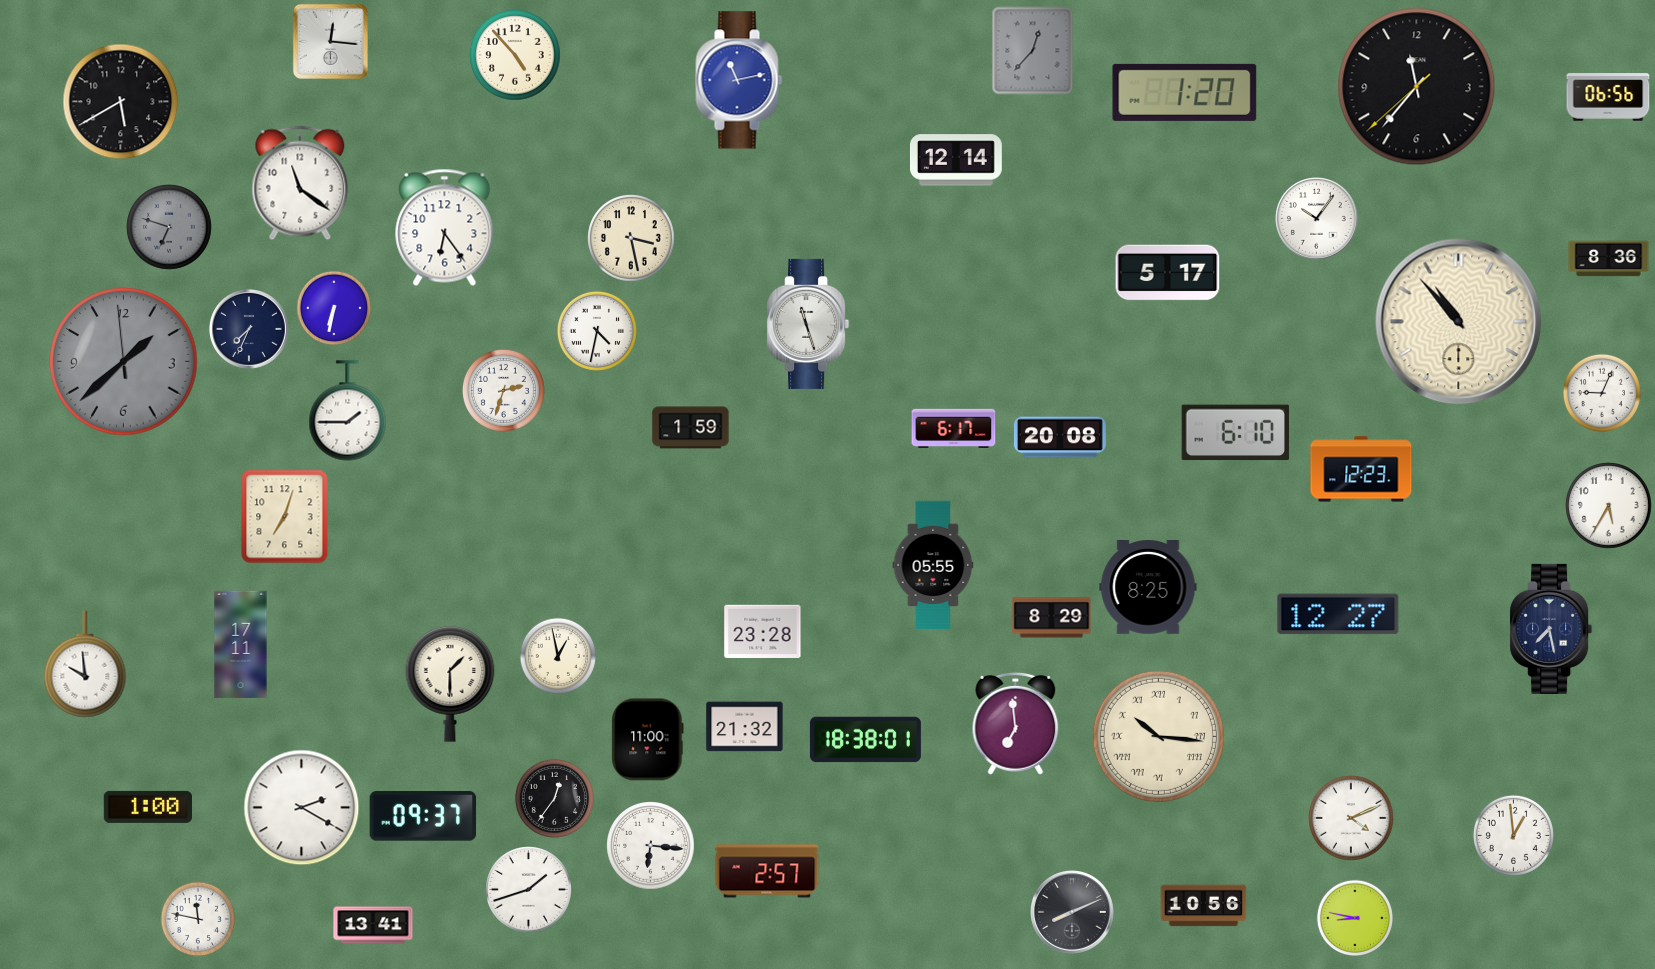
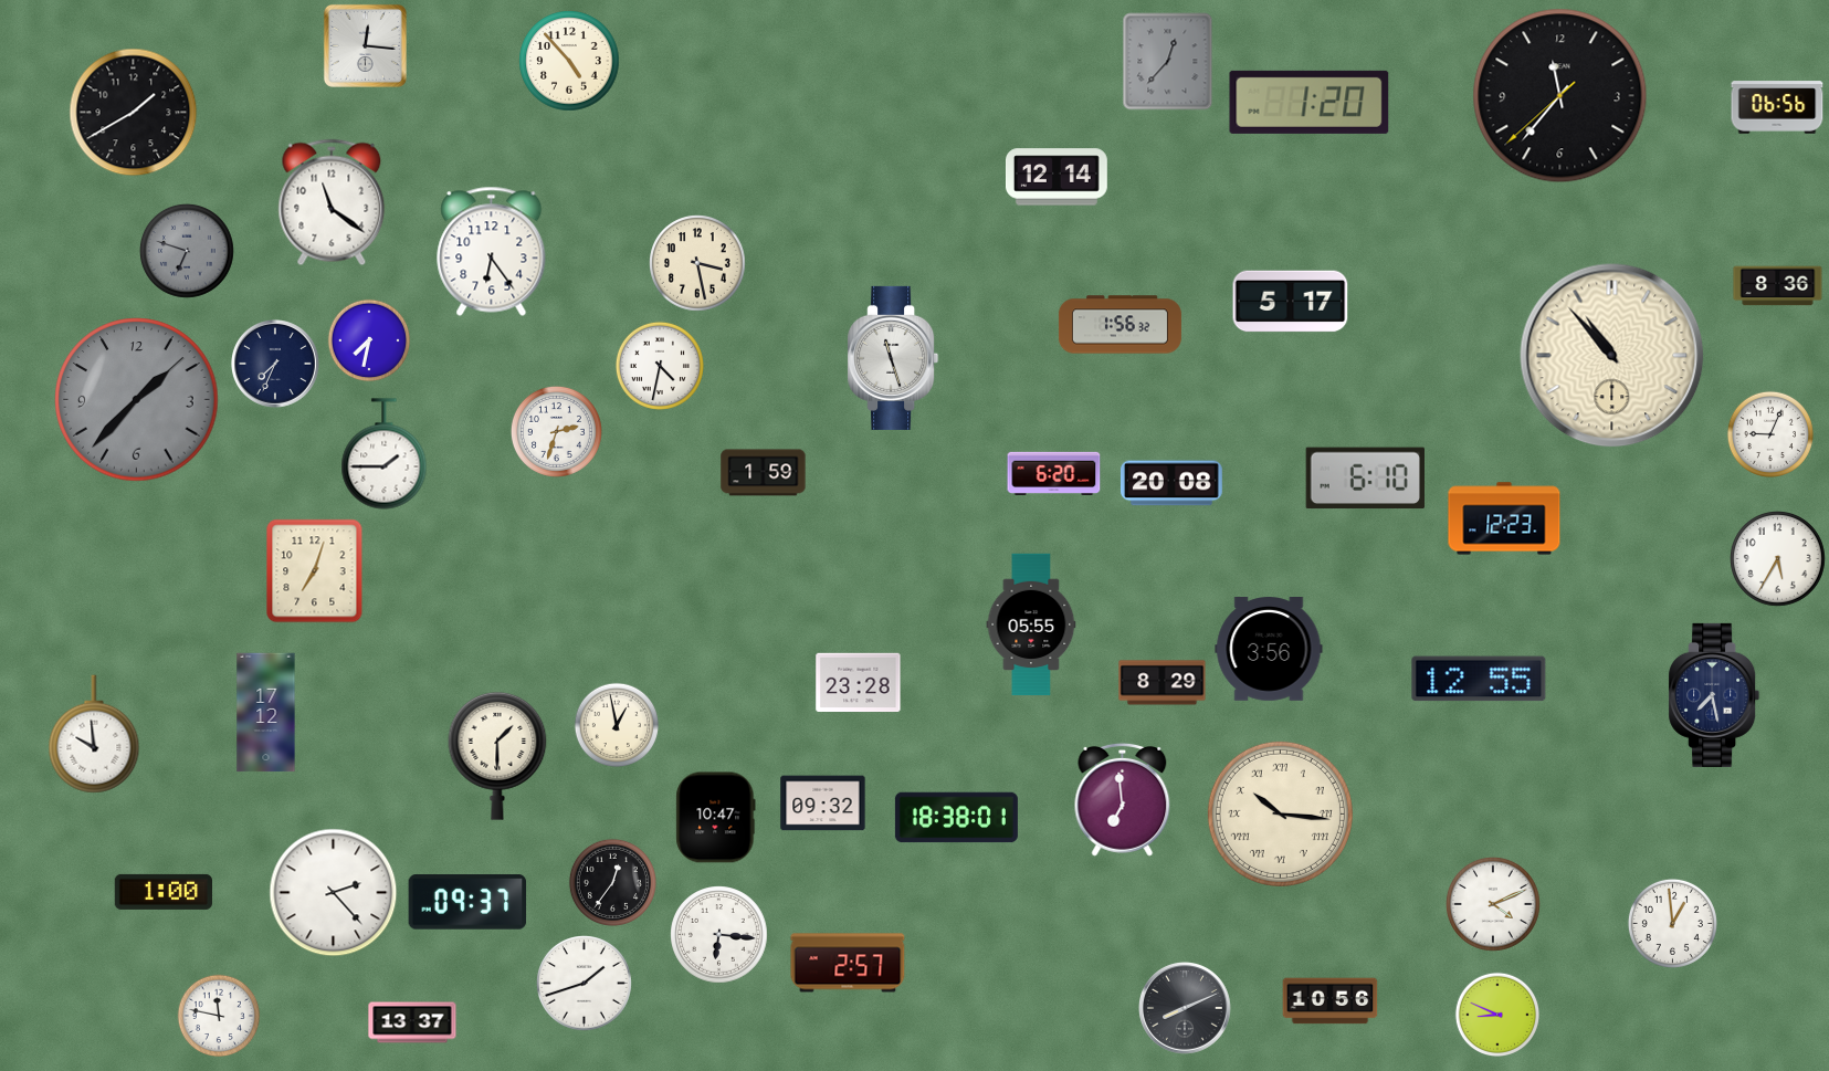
clock at (1033, 51) position: (1033, 51) -> (1168, 62)
clock at (739, 80): 11:13 -> none
clock at (1417, 87) position: (1417, 87) -> (1560, 96)
clock at (121, 102): 5:40 -> 1:40
clock at (1317, 219): 10:06 -> none
clock at (1120, 325): none -> 1:56
clock at (334, 308): 6:32 -> 7:32
clock at (124, 362): 1:37:59 -> 1:37:08
clock at (954, 428): 6:17 -> 6:20
clock at (1148, 587): 8:25 -> 3:56
clock at (1338, 614): 12:27 -> 12:55
clock at (763, 632) position: (763, 632) -> (859, 683)
clock at (241, 645): 17:11 -> 17:12
clock at (745, 727): 21:32 -> 09:32
clock at (648, 740): 11:00 -> 10:47
clock at (302, 808): 2:20 -> 2:23
clock at (1354, 917): 8:47 -> 8:49
clock at (373, 925): 13:41 -> 13:37
